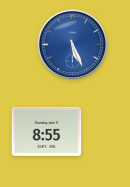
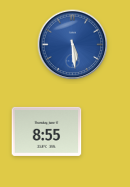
clock at (73, 45): 5:26 -> 5:29
